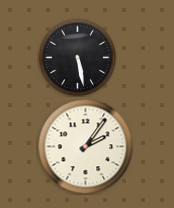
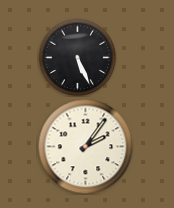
clock at (77, 57): 5:28 -> 5:26
